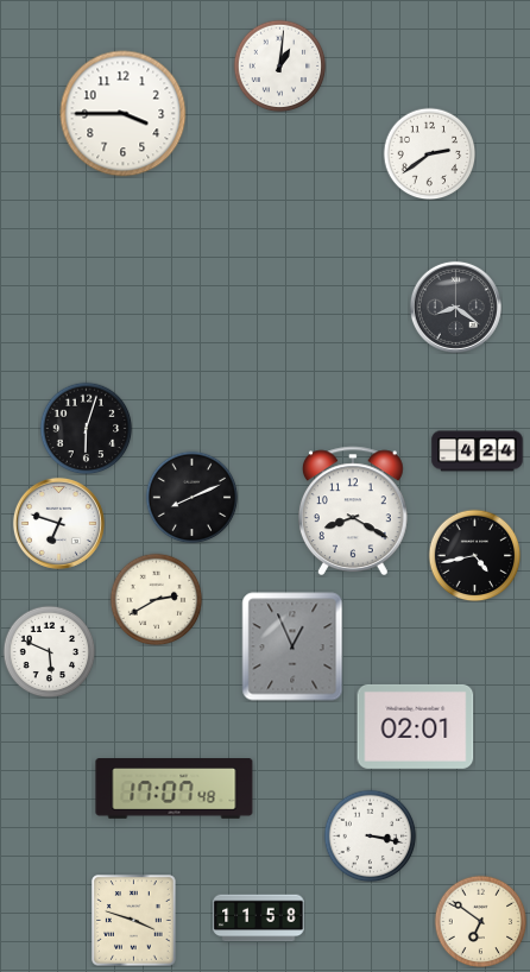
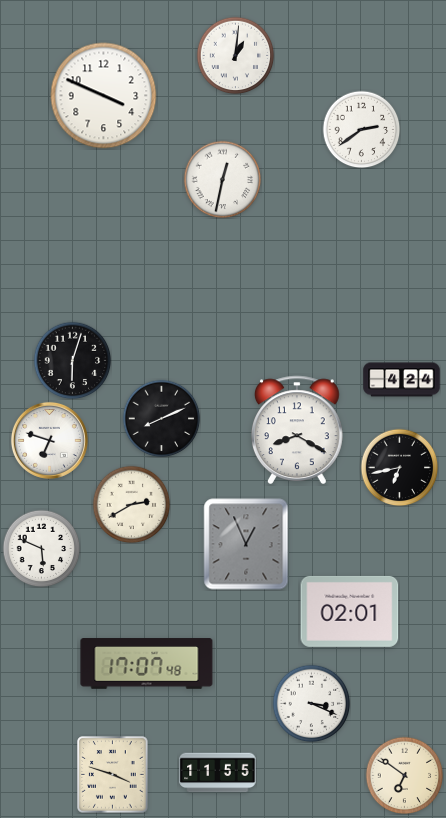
clock at (124, 114): 3:45 -> 3:49
clock at (222, 179): none -> 12:32
clock at (455, 307): 8:21 -> none
clock at (474, 555): 4:43 -> 6:43
clock at (370, 835): 3:17 -> 3:19
clock at (259, 919): 11:58 -> 11:55
